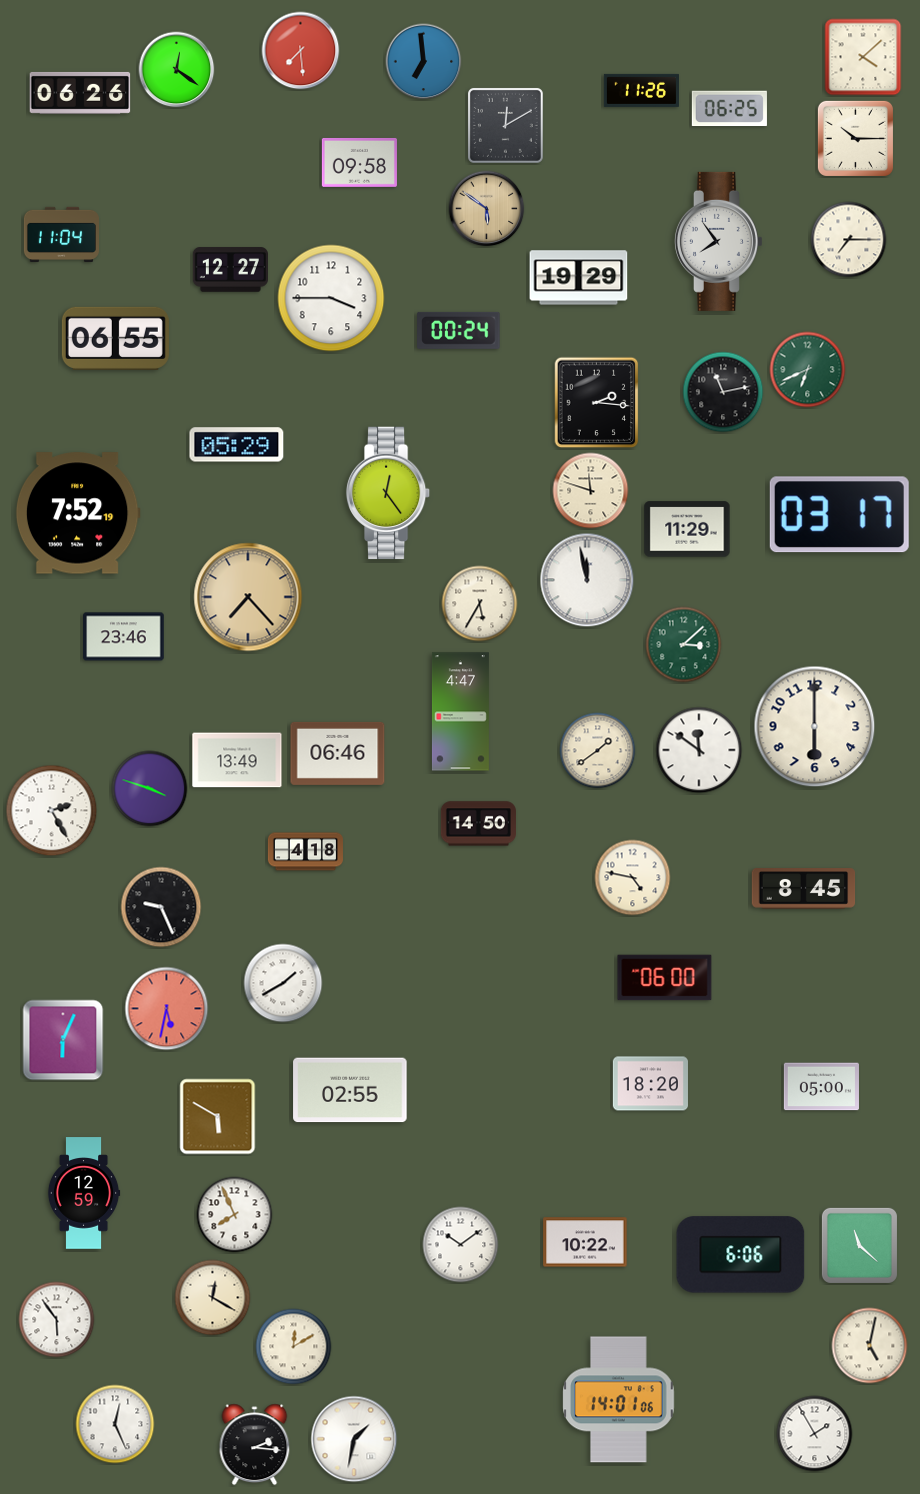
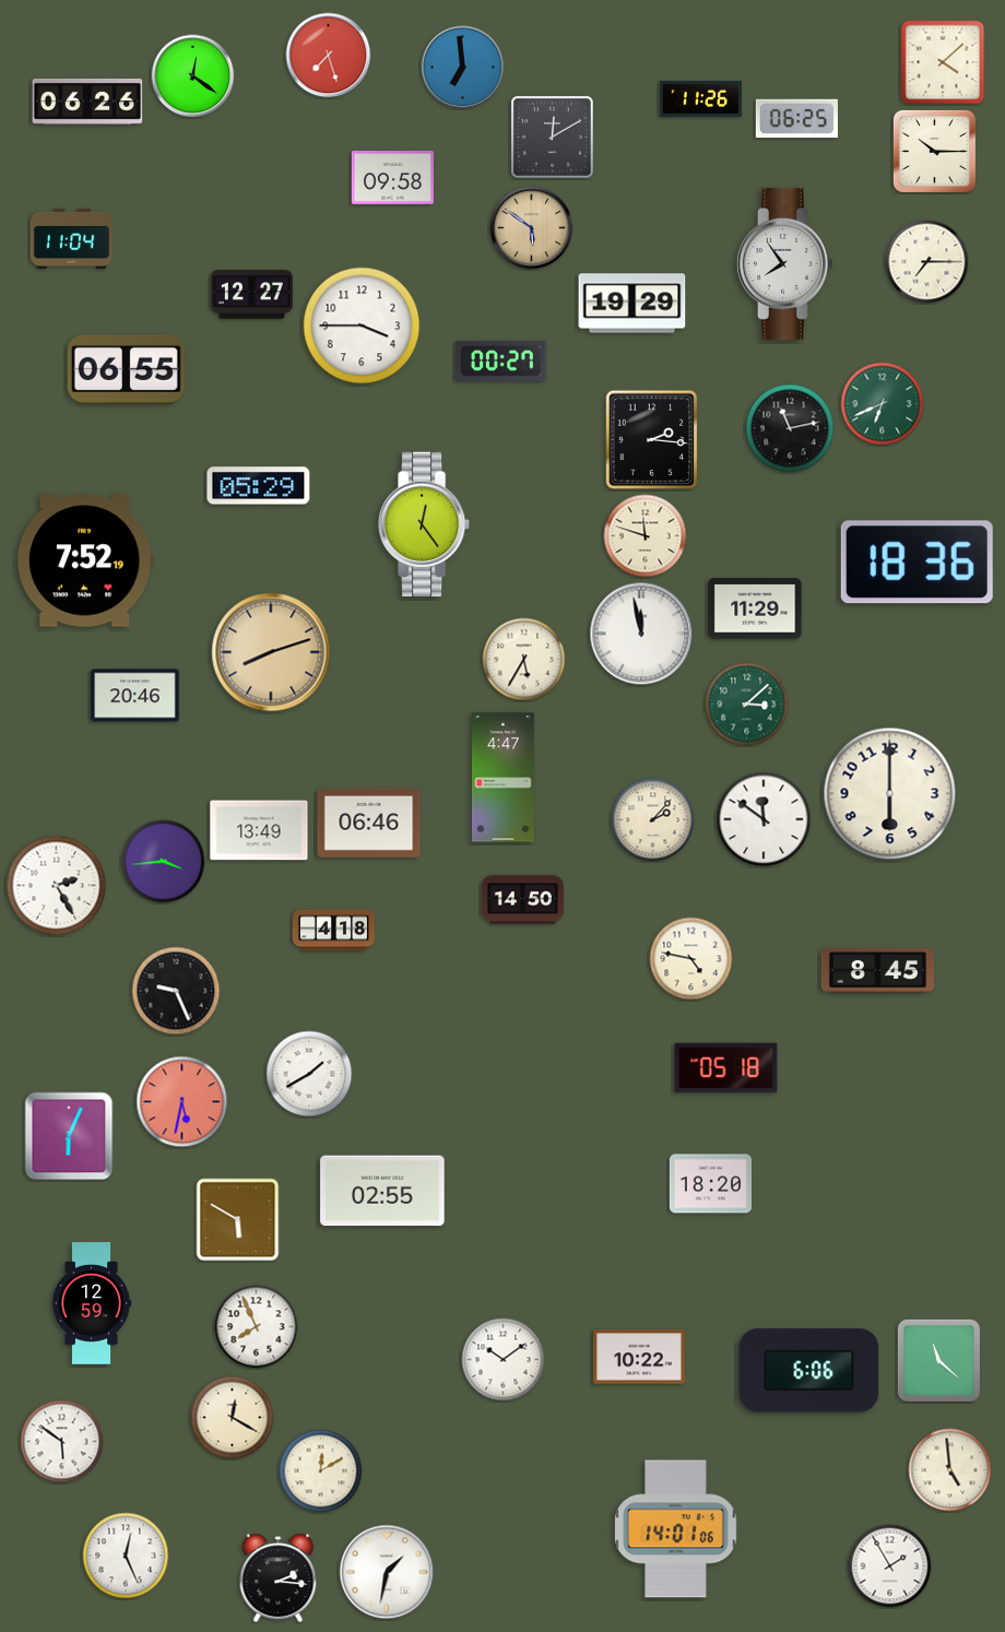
clock at (301, 51): 7:29 -> 7:27
clock at (61, 234) position: (61, 234) -> (71, 238)
clock at (459, 330): 00:24 -> 00:27
clock at (388, 493) position: (388, 493) -> (424, 524)
clock at (839, 515): 03:17 -> 18:36
clock at (687, 529) position: (687, 529) -> (755, 608)
clock at (248, 597): 7:23 -> 8:12
clock at (124, 637): 23:46 -> 20:46
clock at (598, 751): 1:39 -> 2:07
clock at (150, 789): 3:48 -> 3:44
clock at (665, 978): 06:00 -> 05:18
clock at (821, 1087): 05:00 -> none
clock at (57, 1320): 5:54 -> 5:51
clock at (870, 1346): 5:02 -> 4:59
